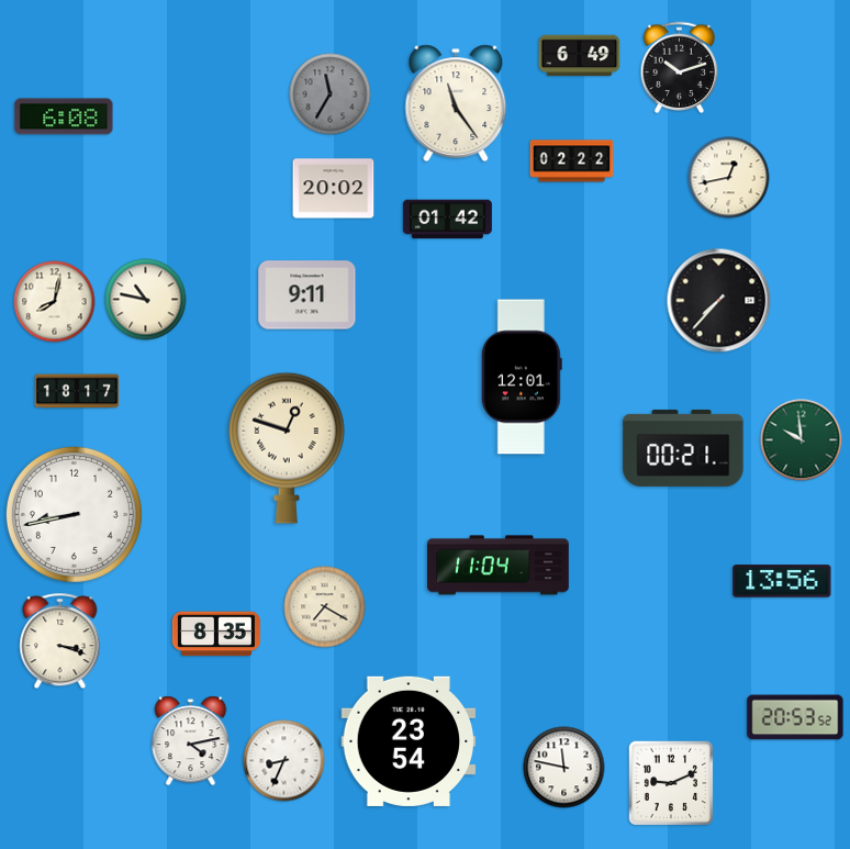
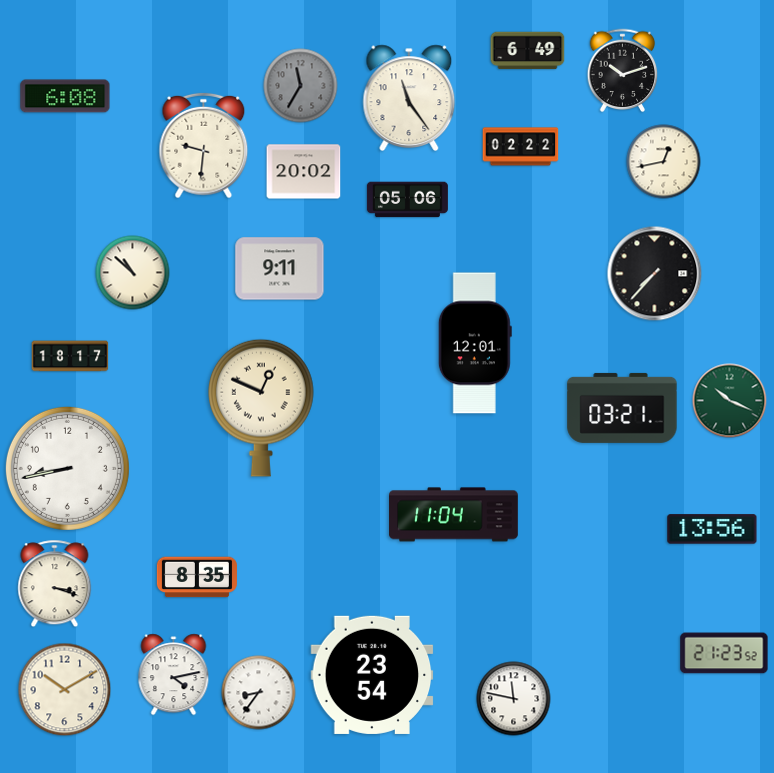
clock at (680, 68) position: (680, 68) -> (623, 71)
clock at (456, 103) position: (456, 103) -> (409, 98)
clock at (64, 116) position: (64, 116) -> (65, 96)
clock at (204, 146): none -> 9:31
clock at (447, 220): 01:42 -> 05:06
clock at (146, 300): 10:47 -> 10:52
clock at (55, 302): 8:02 -> none
clock at (802, 440): 9:59 -> 10:19
clock at (288, 448): 12:48 -> 12:49
clock at (683, 448): 00:21 -> 03:21
clock at (325, 607): 7:20 -> none
clock at (795, 717): 20:53 -> 21:23
clock at (65, 690): none -> 10:10
clock at (284, 761): 8:34 -> 8:36
clock at (671, 783): 9:11 -> none
